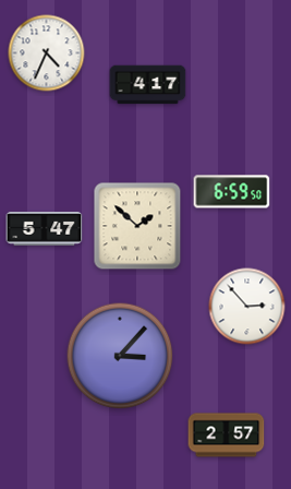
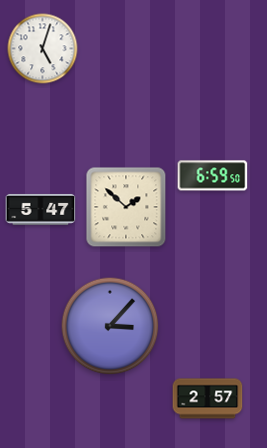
clock at (47, 53): 4:34 -> 5:03
clock at (148, 85): 4:17 -> none
clock at (247, 307): 2:53 -> none
